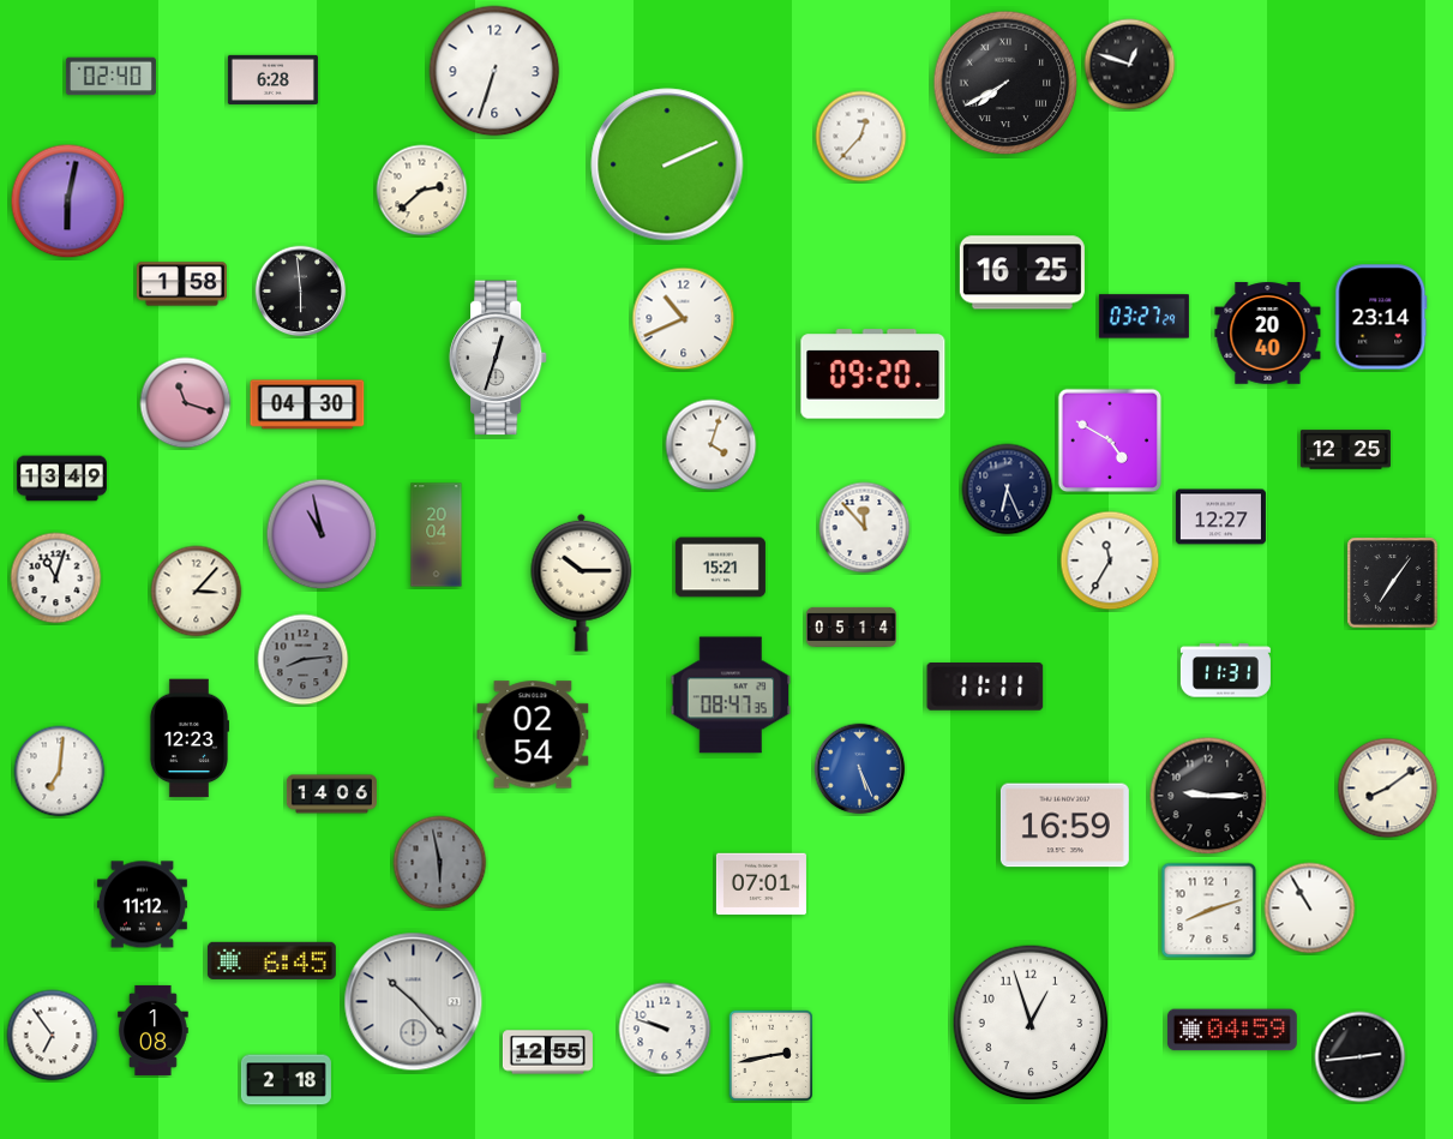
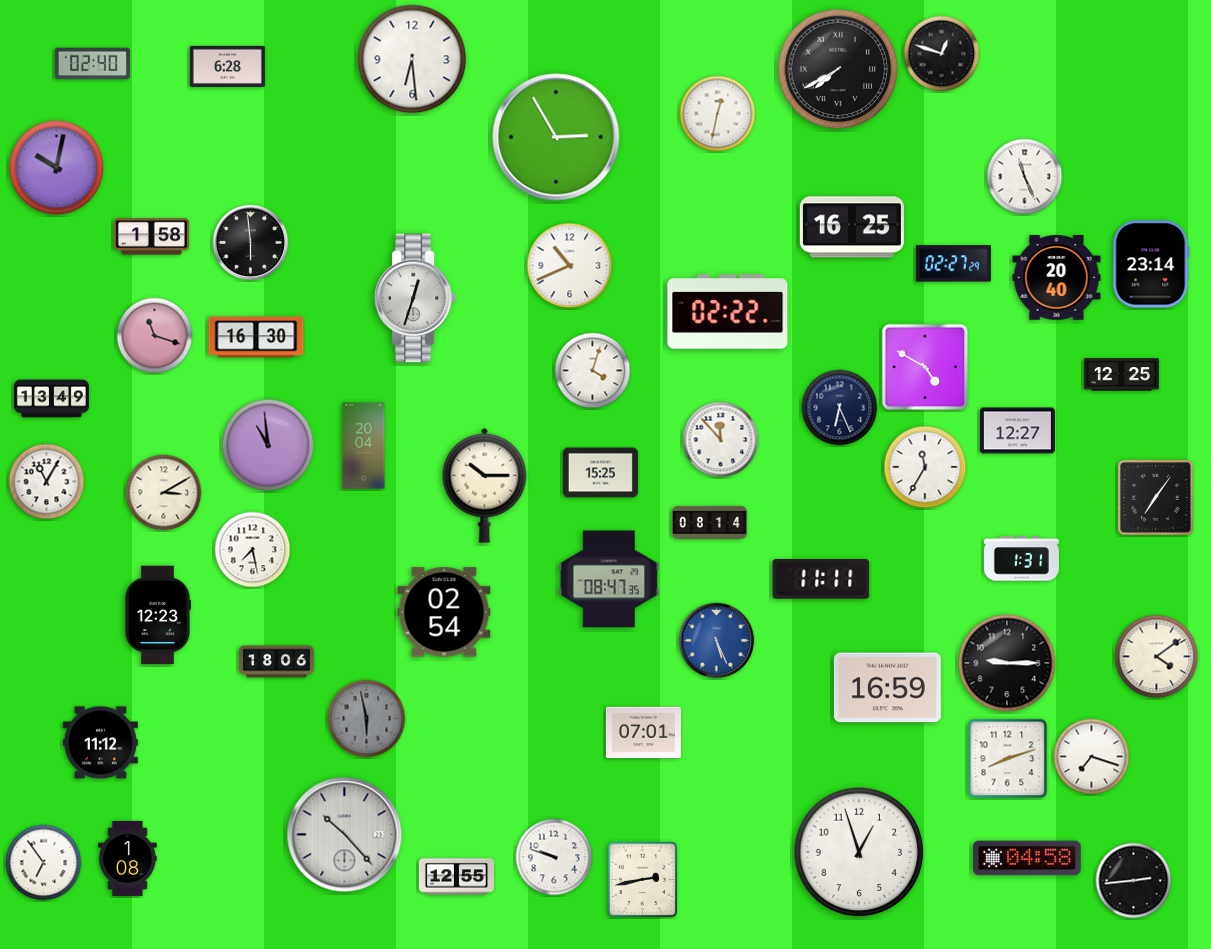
clock at (494, 71): 6:33 -> 6:29
clock at (861, 137): 12:37 -> 12:32
clock at (667, 164): 2:11 -> 2:55
clock at (422, 191): 2:38 -> none
clock at (68, 202): 6:02 -> 10:02
clock at (1025, 177): none -> 11:26
clock at (1143, 317): 03:27 -> 02:27
clock at (873, 374): 09:20 -> 02:22
clock at (307, 404): 04:30 -> 16:30
clock at (322, 534): 10:58 -> 10:59
clock at (720, 568): 15:21 -> 15:25
clock at (56, 579): 11:03 -> 11:05
clock at (1393, 583) position: (1393, 583) -> (1156, 498)
clock at (197, 592): 3:07 -> 3:10
clock at (851, 627): 05:14 -> 08:14
clock at (304, 660): 8:14 -> 7:28
clock at (304, 660) dial: grey -> white
clock at (1225, 671): 11:31 -> 1:31
clock at (985, 688) position: (985, 688) -> (821, 580)
clock at (60, 772): 7:01 -> none
clock at (1388, 789): 8:09 -> 4:09
clock at (331, 795): 14:06 -> 18:06
clock at (761, 885) position: (761, 885) -> (643, 733)
clock at (142, 905) position: (142, 905) -> (100, 743)
clock at (1310, 909): 10:55 -> 7:18
clock at (271, 960): 6:45 -> none
clock at (1232, 1030): 04:59 -> 04:58
clock at (286, 1080): 2:18 -> none
